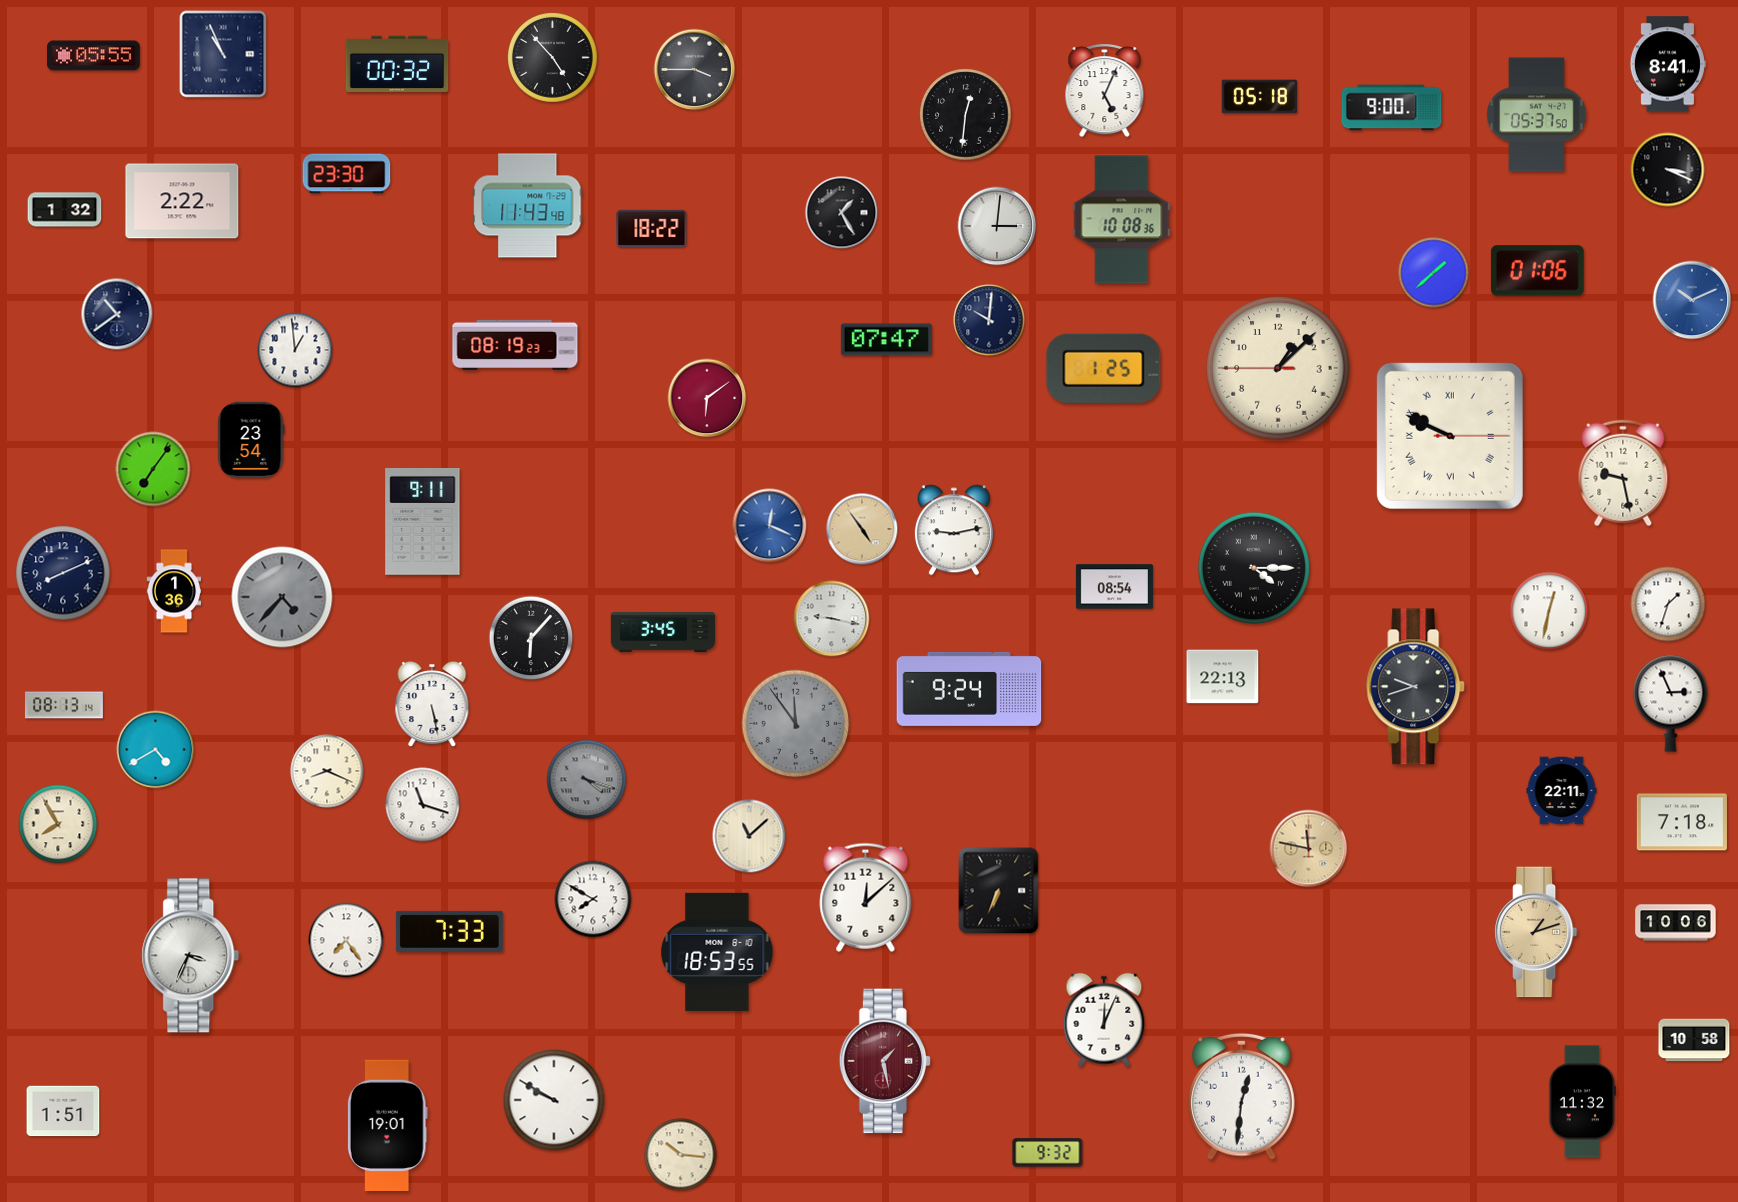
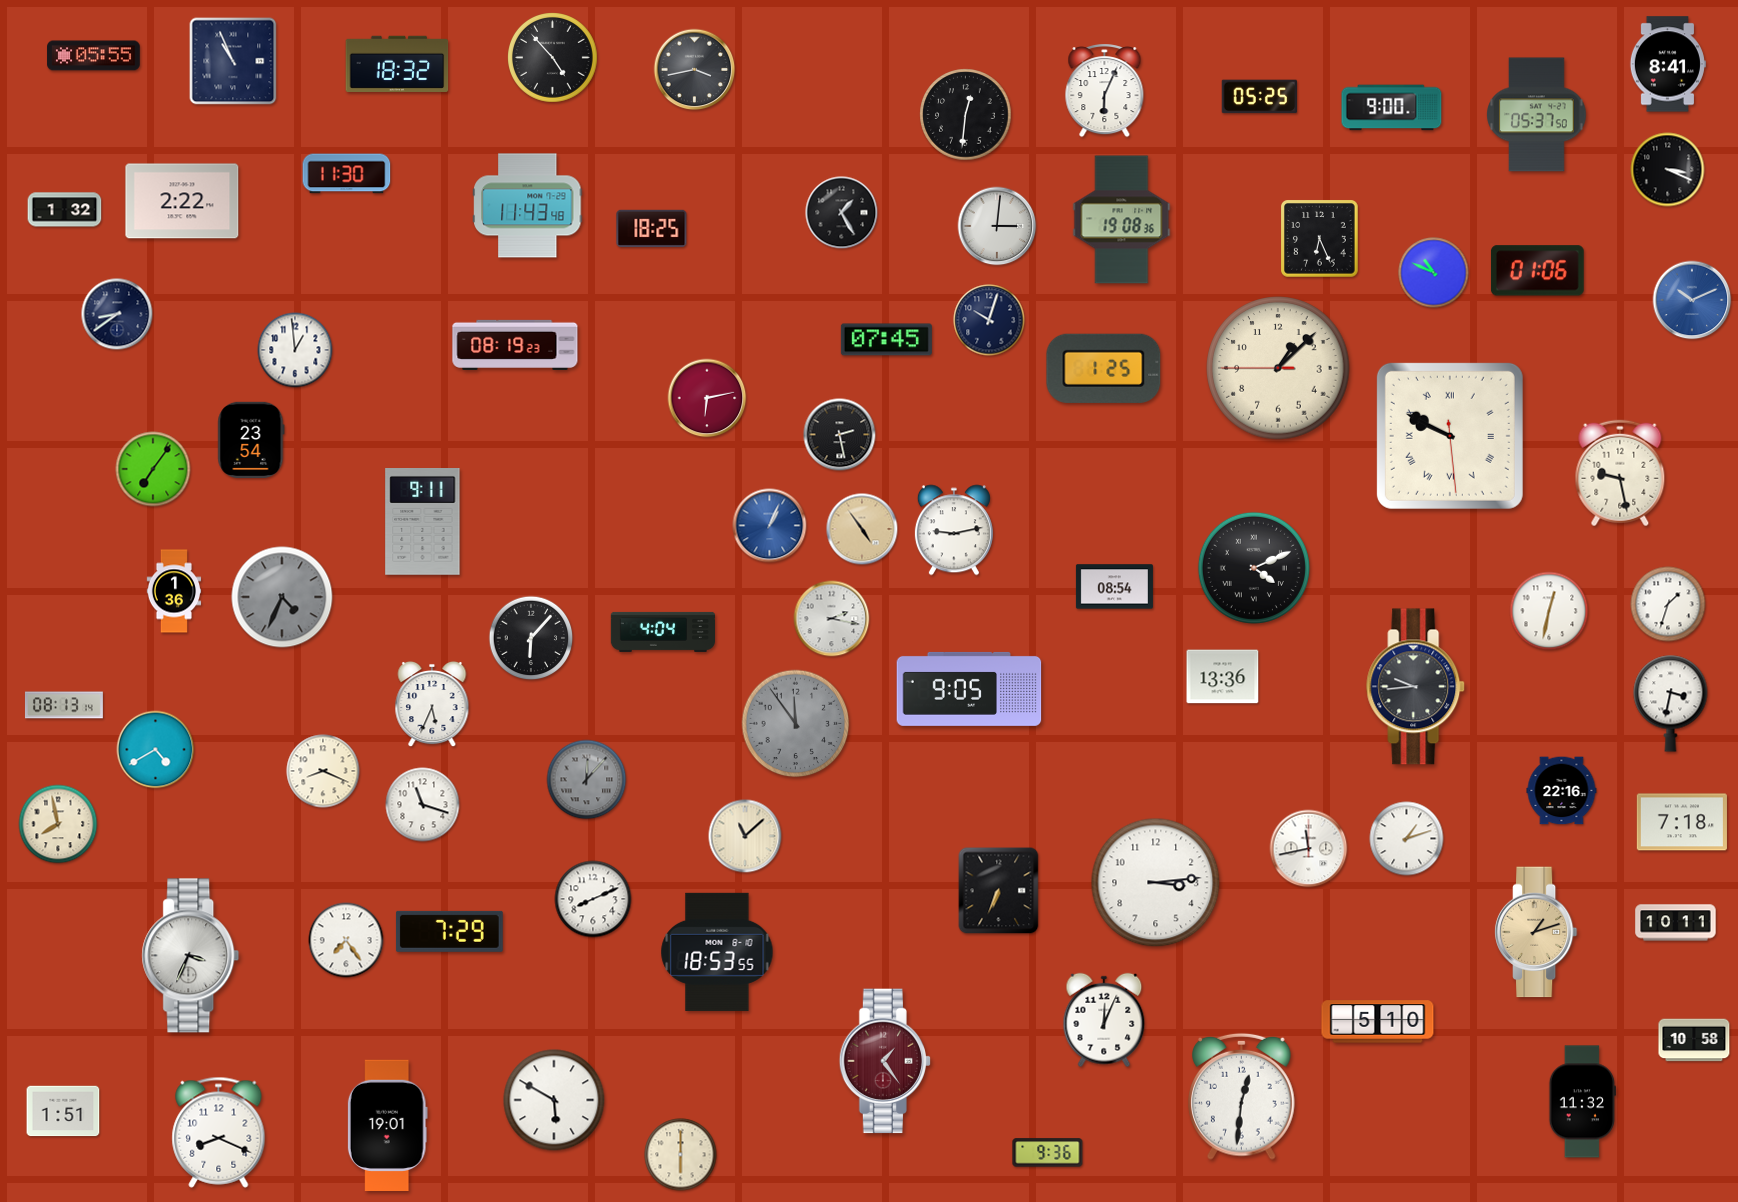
clock at (223, 54) position: (223, 54) -> (233, 61)
clock at (397, 64): 00:32 -> 18:32
clock at (695, 70): 3:45 -> 3:43
clock at (1105, 91): 5:04 -> 6:04
clock at (1260, 97): 05:18 -> 05:25
clock at (347, 174): 23:30 -> 11:30
clock at (1122, 220): 10:08 -> 19:08
clock at (652, 228): 18:22 -> 18:25
clock at (1320, 239): none -> 6:26
clock at (1434, 273): 1:38 -> 10:49
clock at (117, 314): 10:39 -> 8:39
clock at (989, 320): 10:01 -> 10:03
clock at (886, 340): 07:47 -> 07:45
clock at (707, 398): 6:09 -> 6:13
clock at (840, 435): none -> 2:28
clock at (1450, 436): 9:49:15 -> 9:49:29
clock at (1623, 473) position: (1623, 473) -> (1620, 473)
clock at (770, 526): 12:19 -> 1:04
clock at (1254, 568): 4:15 -> 4:11
clock at (63, 573): 8:11 -> none
clock at (282, 597): 4:37 -> 4:34
clock at (832, 619): 9:17 -> 2:17
clock at (662, 632): 3:45 -> 4:04
clock at (1223, 677): 22:13 -> 13:36
clock at (1416, 687): 9:42 -> 9:44
clock at (969, 689): 9:24 -> 9:05
clock at (1671, 703): 2:56 -> 3:32
clock at (432, 704): 5:28 -> 5:34
clock at (327, 771) position: (327, 771) -> (323, 771)
clock at (587, 780): 4:18 -> 12:07
clock at (1562, 791): 22:11 -> 22:16
clock at (58, 824): 7:55 -> 7:58
clock at (749, 836) position: (749, 836) -> (745, 836)
clock at (1407, 839): none -> 1:12
clock at (1309, 849): 11:47 -> 11:43
clock at (1309, 849) dial: champagne -> white
clock at (1156, 883): none -> 3:14
clock at (866, 897): 12:08 -> none
clock at (593, 899): 7:50 -> 8:11
clock at (1676, 923): 10:06 -> 10:11
clock at (449, 931): 7:33 -> 7:29
clock at (1378, 1022): none -> 5:10
clock at (885, 1061): 1:28 -> 1:24
clock at (554, 1100): 9:50 -> 5:50
clock at (219, 1132): none -> 8:19
clock at (1048, 1153): 9:32 -> 9:36
clock at (681, 1155): 10:16 -> 6:00
